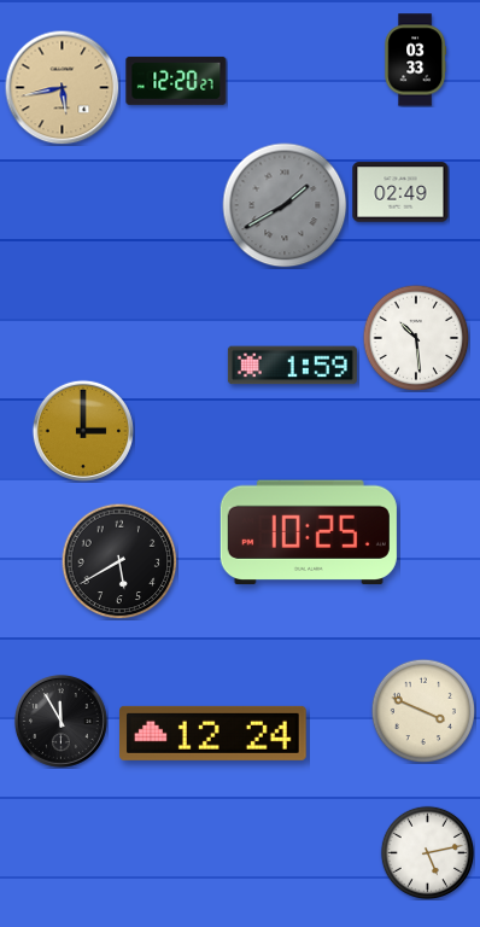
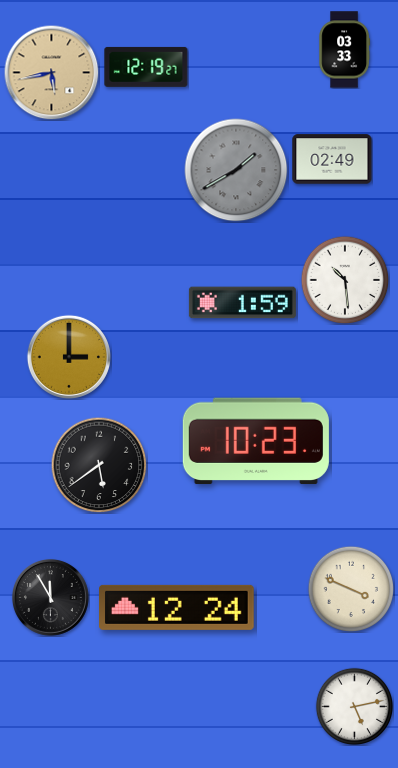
clock at (176, 81): 12:20 -> 12:19
clock at (309, 532): 10:25 -> 10:23
clock at (119, 561): 5:40 -> 5:39
